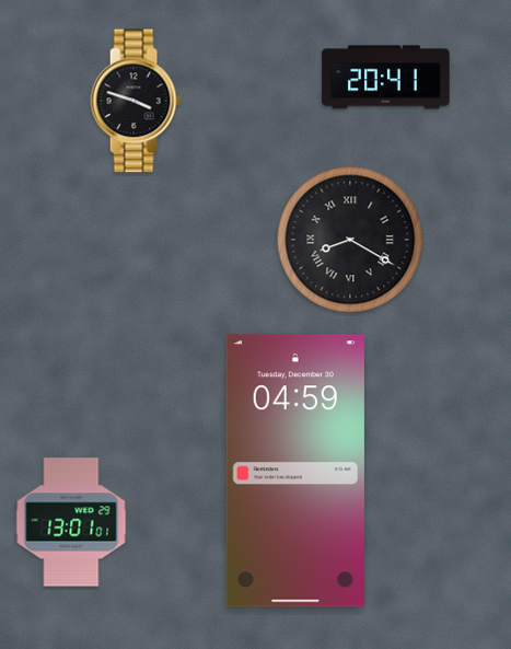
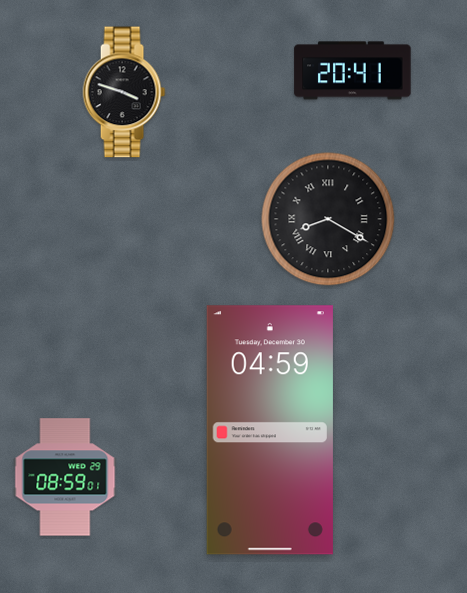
clock at (350, 240) position: (350, 240) -> (328, 219)
clock at (71, 522): 13:01 -> 08:59
